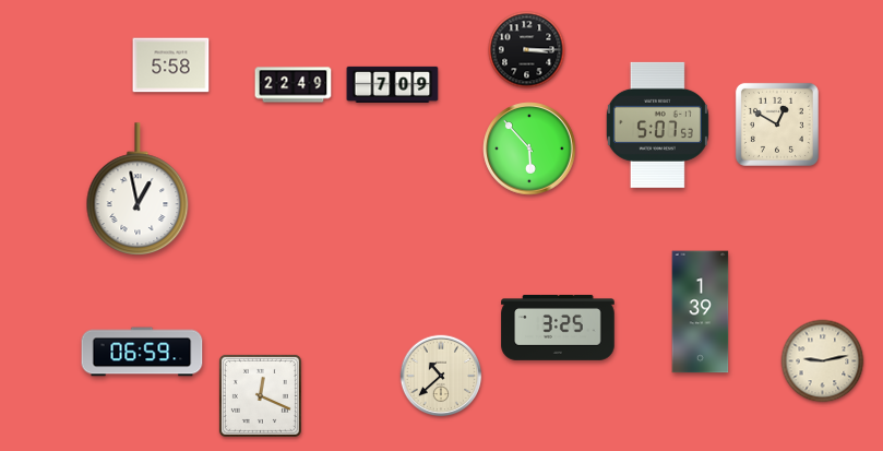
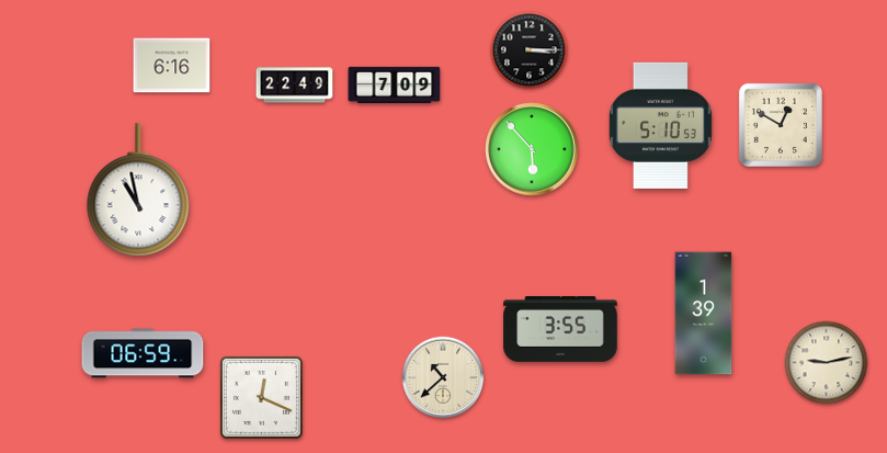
clock at (171, 66): 5:58 -> 6:16
clock at (657, 124): 5:07 -> 5:10
clock at (138, 189): 12:58 -> 10:58
clock at (558, 329): 3:25 -> 3:55
